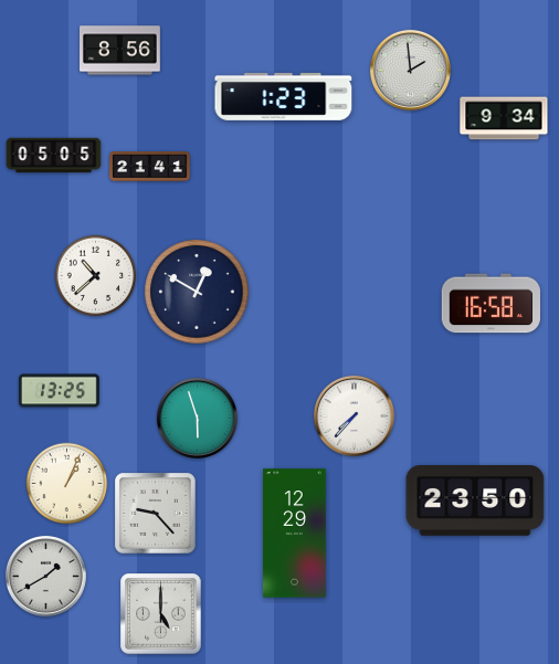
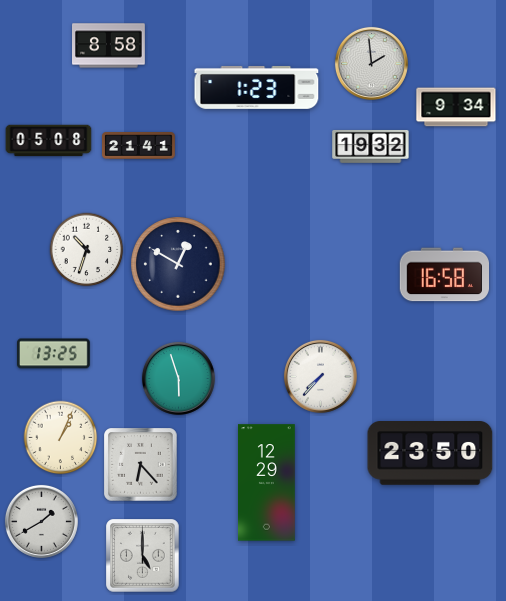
clock at (120, 51): 8:56 -> 8:58
clock at (54, 156): 05:05 -> 05:08
clock at (371, 146): none -> 19:32
clock at (150, 167) position: (150, 167) -> (139, 146)
clock at (96, 276): 10:38 -> 10:33
clock at (156, 514): 9:23 -> 6:23
clock at (161, 614) position: (161, 614) -> (143, 556)
